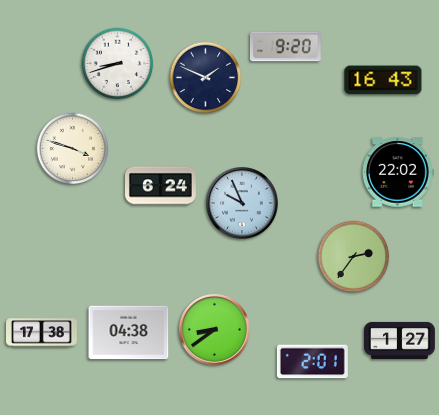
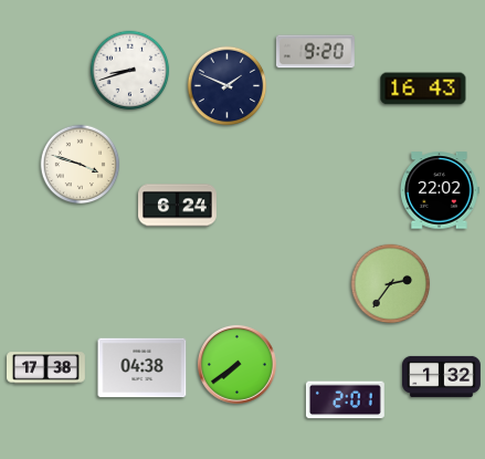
clock at (243, 204): 9:56 -> none
clock at (214, 329): 8:39 -> 7:39
clock at (400, 340): 1:27 -> 1:32
